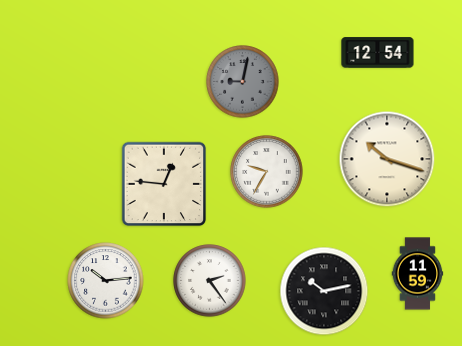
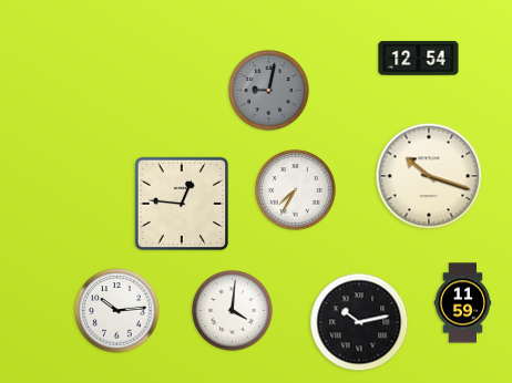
clock at (267, 172): 9:35 -> 7:35
clock at (210, 281): 2:24 -> 4:01
